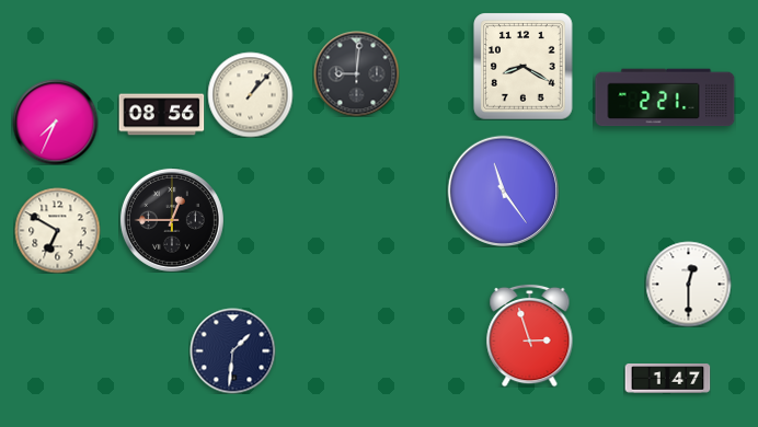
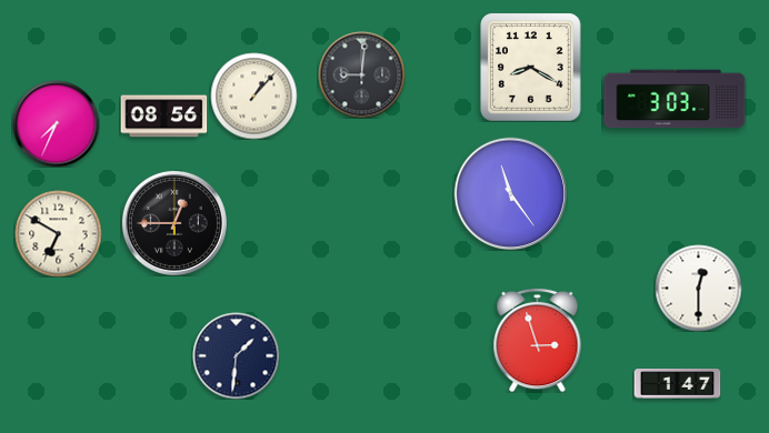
clock at (665, 97): 2:21 -> 3:03
